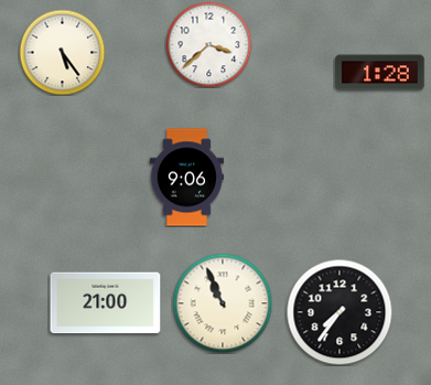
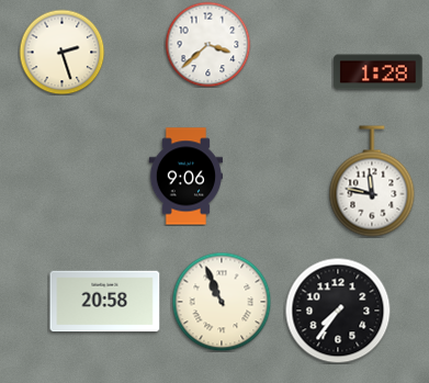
clock at (62, 52): 5:24 -> 2:27
clock at (372, 181): none -> 11:47
clock at (106, 303): 21:00 -> 20:58
